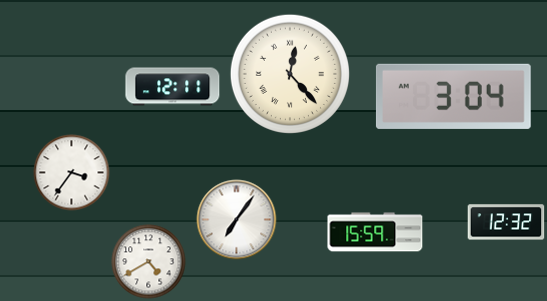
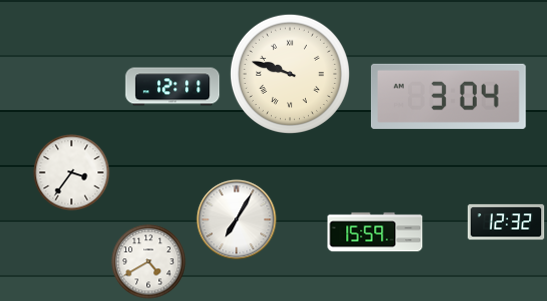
clock at (289, 73): 12:23 -> 9:48
clock at (453, 96) position: (453, 96) -> (448, 96)
clock at (237, 220): 7:06 -> 7:05
